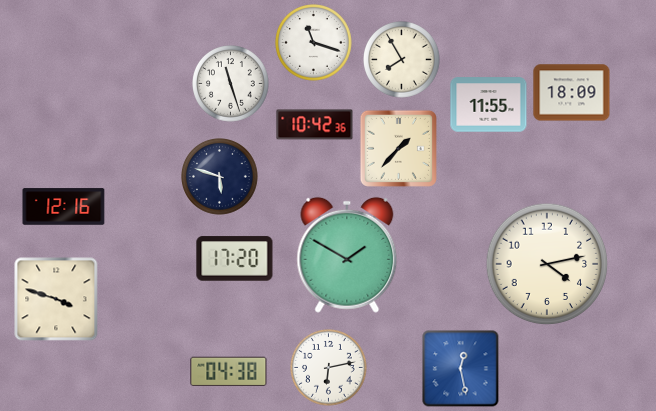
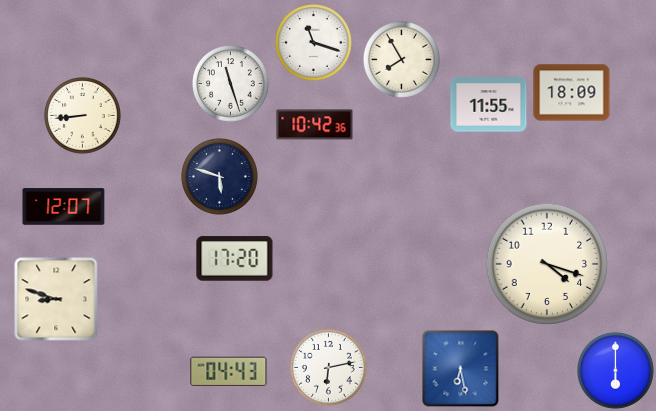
clock at (83, 116): none -> 8:44
clock at (398, 148): 1:37 -> none
clock at (64, 207): 12:16 -> 12:07
clock at (347, 255): 1:50 -> none
clock at (547, 264): 4:13 -> 4:18
clock at (56, 299): 3:48 -> 8:48
clock at (461, 369): 12:28 -> 6:28
clock at (616, 371): none -> 6:00
clock at (229, 372): 04:38 -> 04:43
